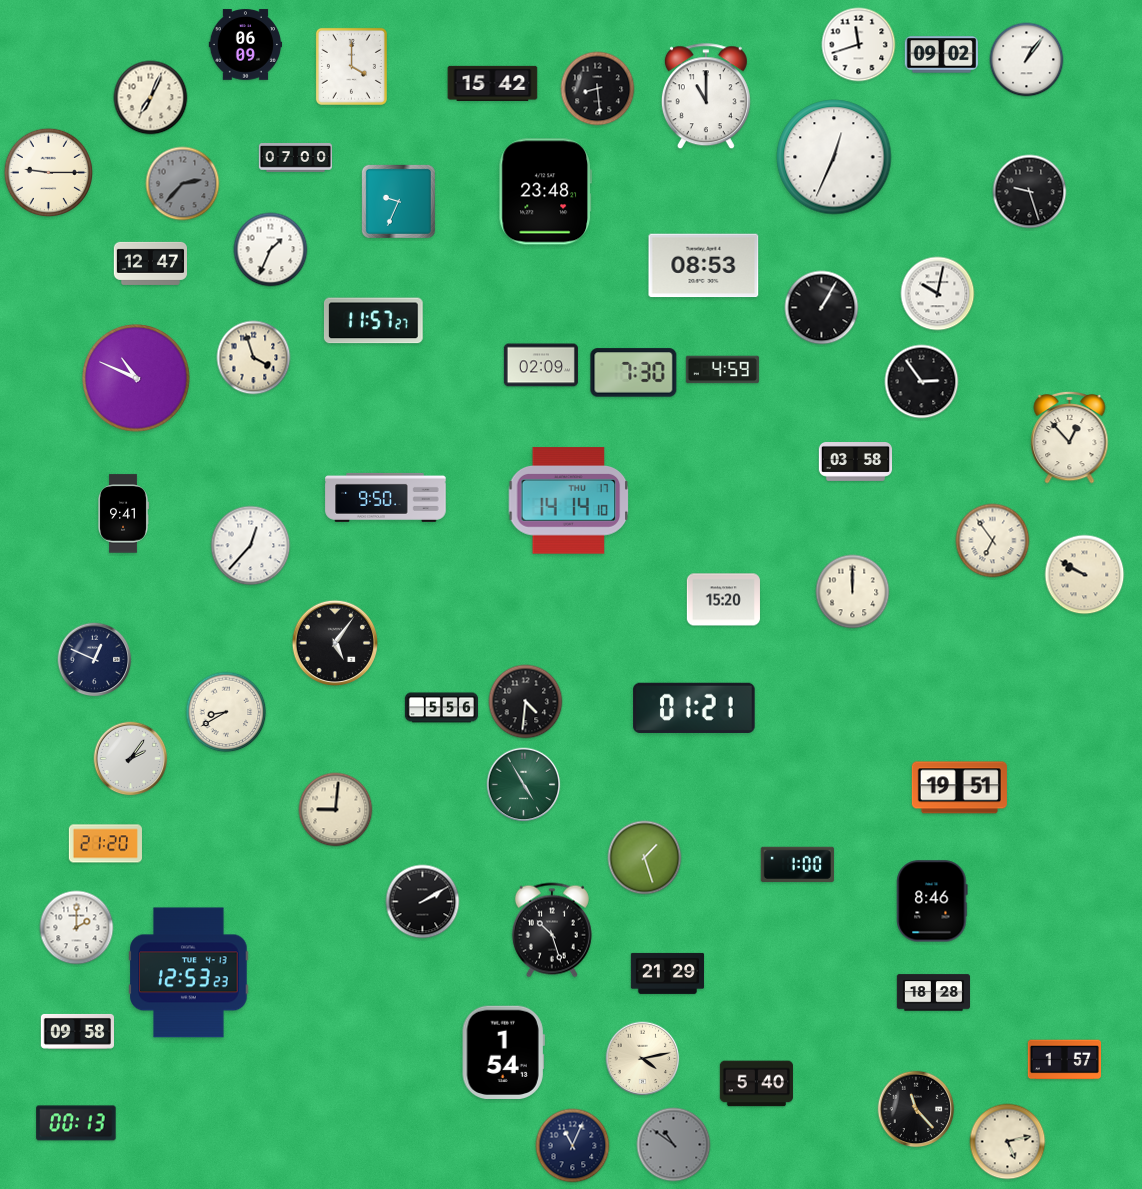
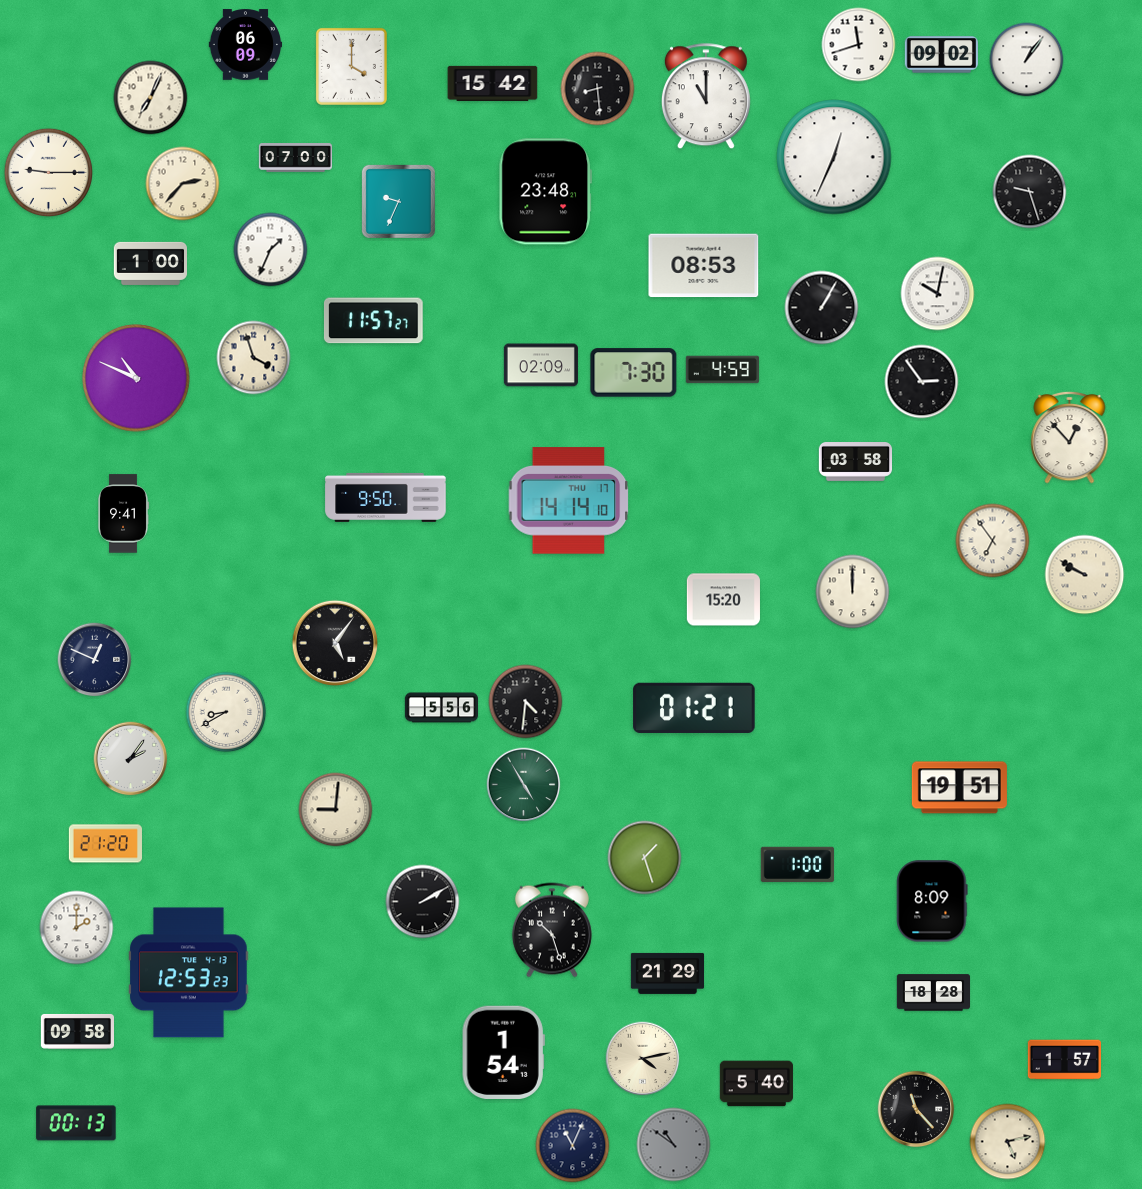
clock at (183, 184) dial: grey -> cream
clock at (150, 263): 12:47 -> 1:00
clock at (251, 546): 12:37 -> none
clock at (932, 901): 8:46 -> 8:09
